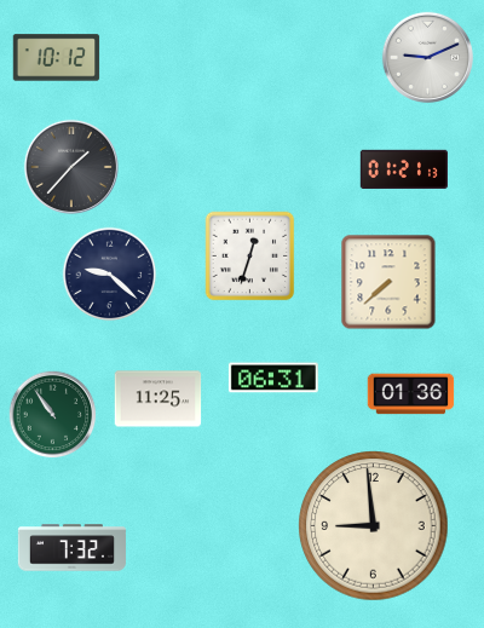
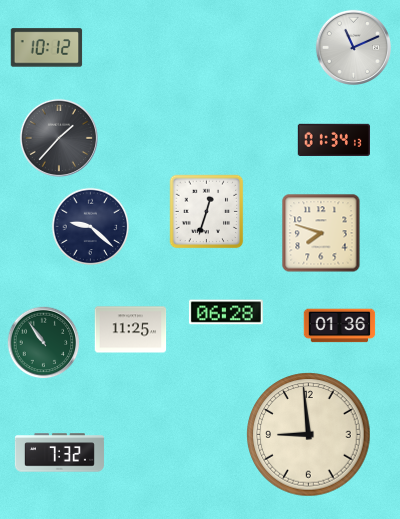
clock at (427, 57): 9:11 -> 11:11
clock at (404, 169): 01:21 -> 01:34
clock at (388, 282): 7:38 -> 7:48
clock at (273, 378): 06:31 -> 06:28
